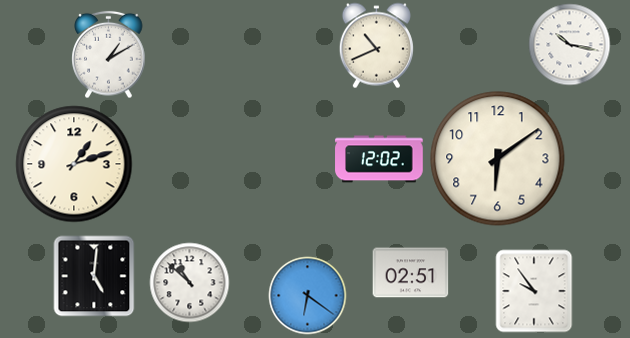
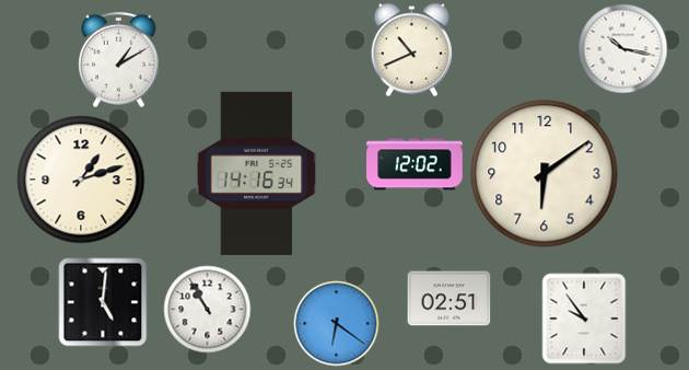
clock at (257, 173): none -> 14:16
clock at (379, 159) position: (379, 159) -> (414, 164)
clock at (190, 283): 10:52 -> 10:55
